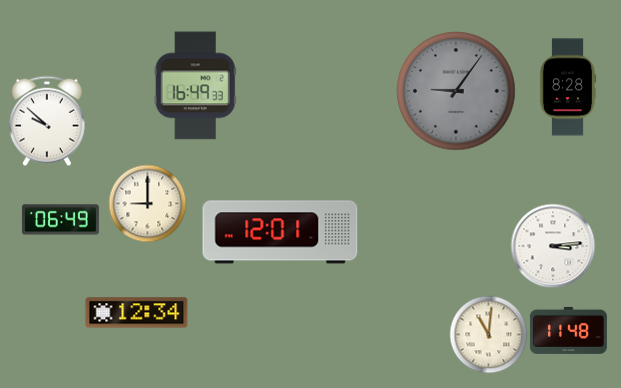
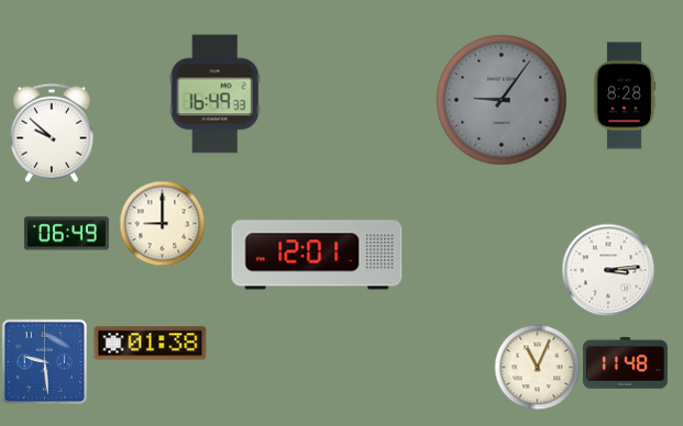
clock at (60, 220) position: (60, 220) -> (66, 234)
clock at (280, 232) position: (280, 232) -> (317, 255)
clock at (137, 313): 12:34 -> 01:38
clock at (44, 361): none -> 9:29
clock at (488, 334): 11:01 -> 11:04
